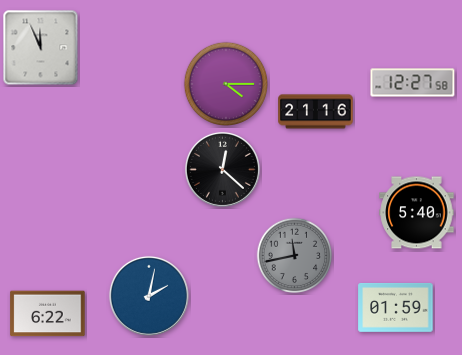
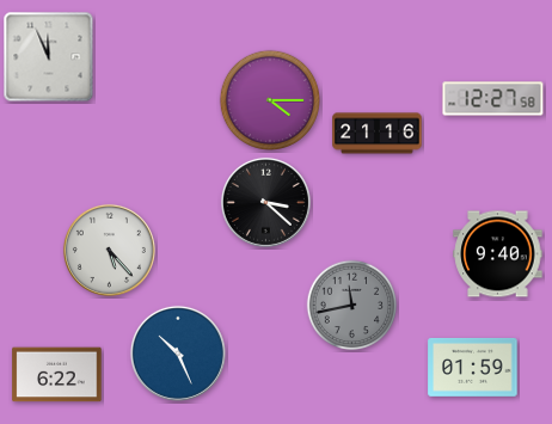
clock at (222, 169): 12:22 -> 3:22
clock at (109, 250): none -> 5:23
clock at (417, 213): 5:40 -> 9:40
clock at (149, 296): 2:02 -> 10:26
